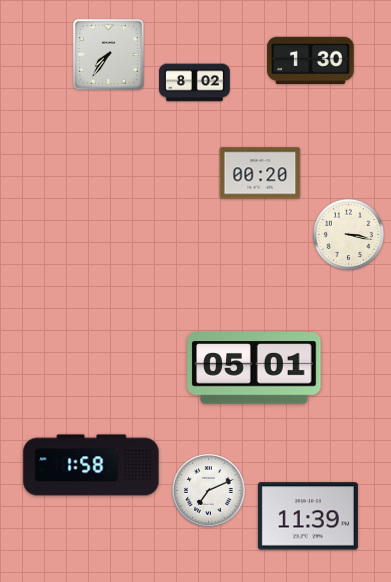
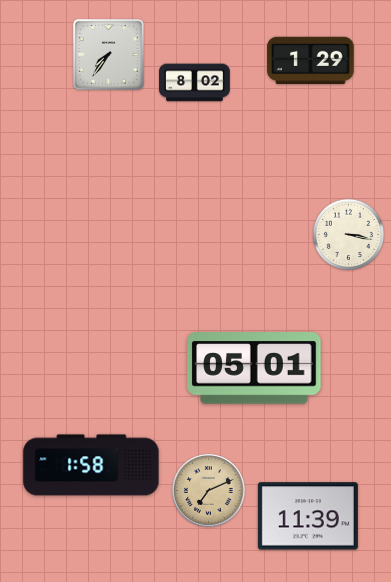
clock at (311, 61): 1:30 -> 1:29
clock at (260, 173): 00:20 -> none
clock at (209, 491) dial: white -> champagne
